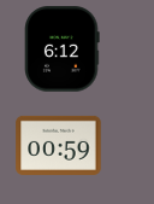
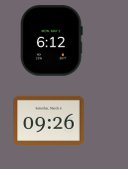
clock at (59, 145): 00:59 -> 09:26
